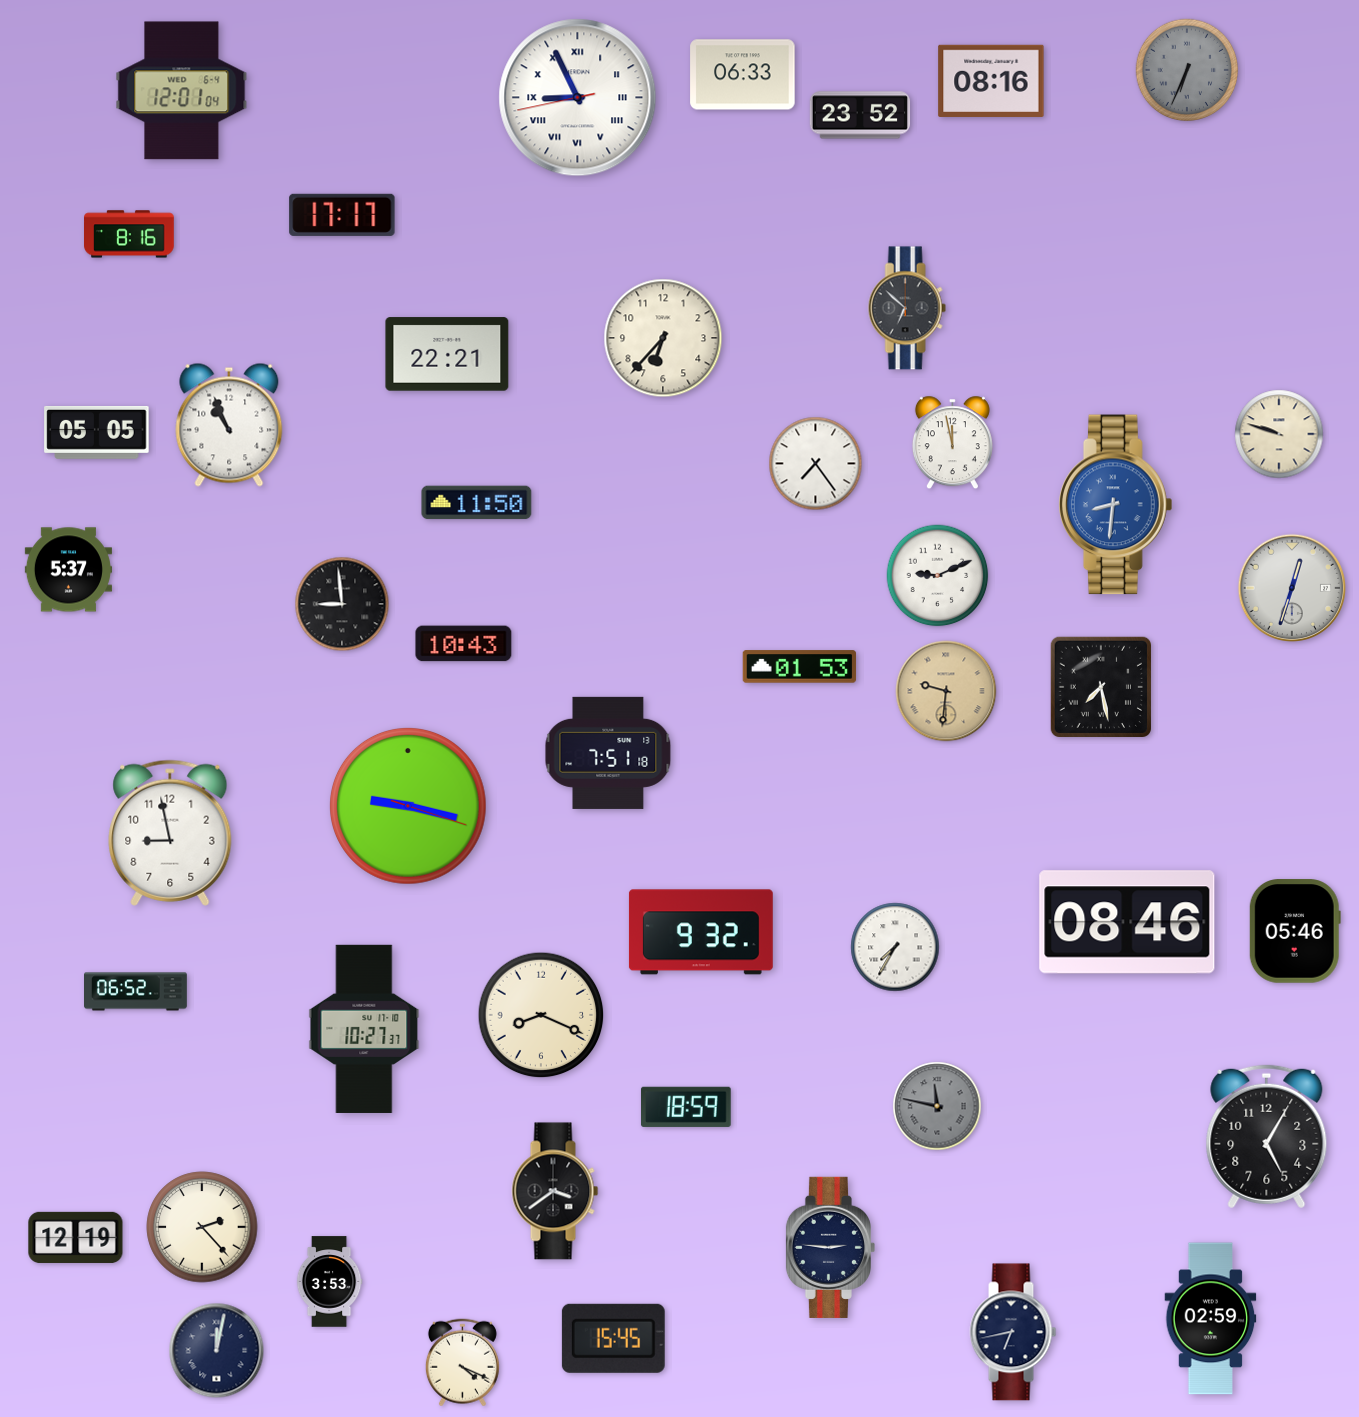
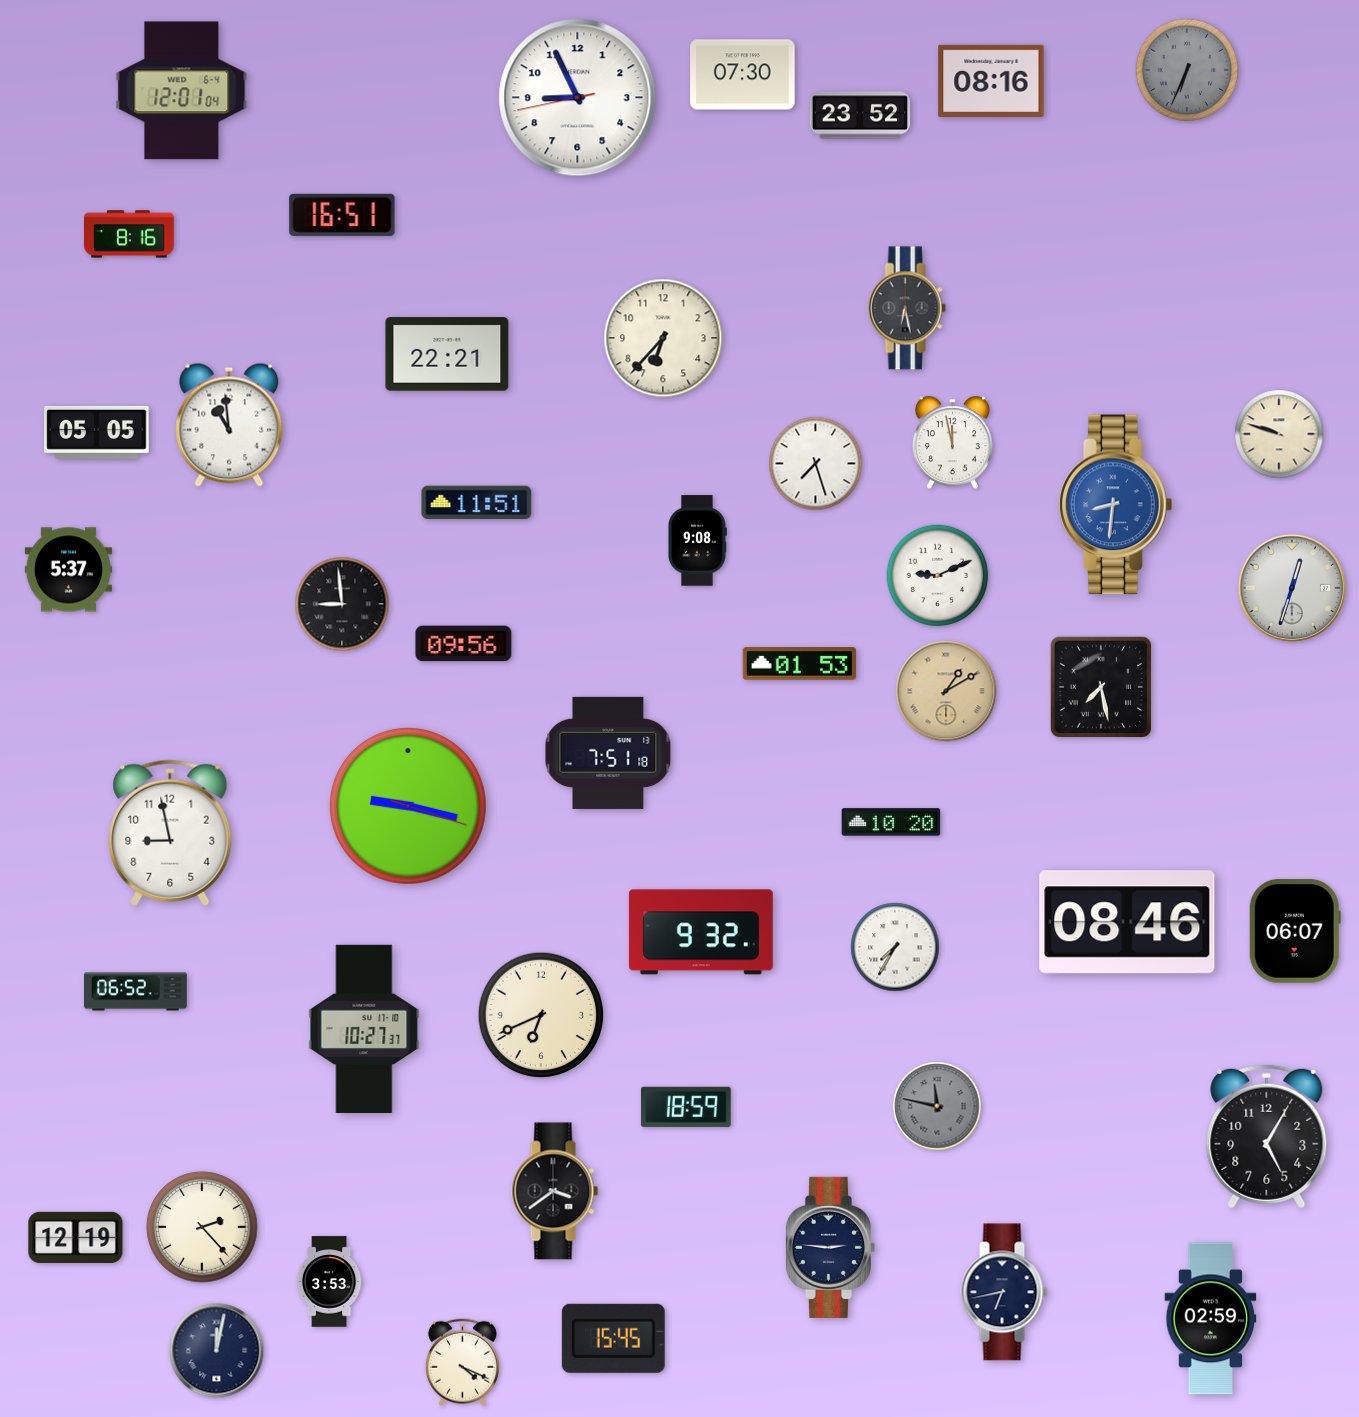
clock at (743, 75): 06:33 -> 07:30
clock at (578, 98) numerals: Roman -> Arabic
clock at (342, 215): 17:17 -> 16:51
clock at (907, 308): 6:52 -> 6:28
clock at (229, 425): 10:56 -> 10:59
clock at (816, 464): 7:24 -> 7:27
clock at (477, 503): 11:50 -> 11:51
clock at (697, 541): none -> 9:08
clock at (464, 644): 10:43 -> 09:56
clock at (800, 667) position: (800, 667) -> (800, 664)
clock at (946, 691): 9:31 -> 1:10
clock at (891, 822): none -> 10:20
clock at (1295, 931): 05:46 -> 06:07
clock at (541, 1015): 8:19 -> 6:41
clock at (1013, 1332) position: (1013, 1332) -> (1004, 1292)
